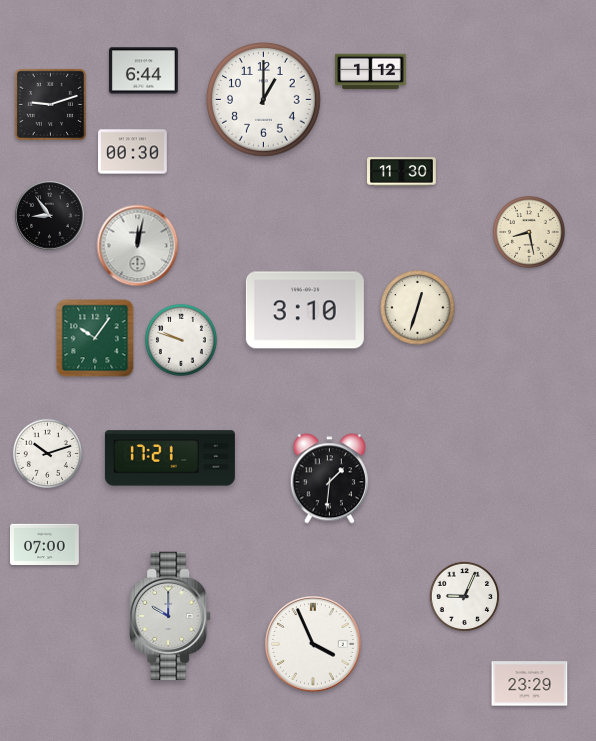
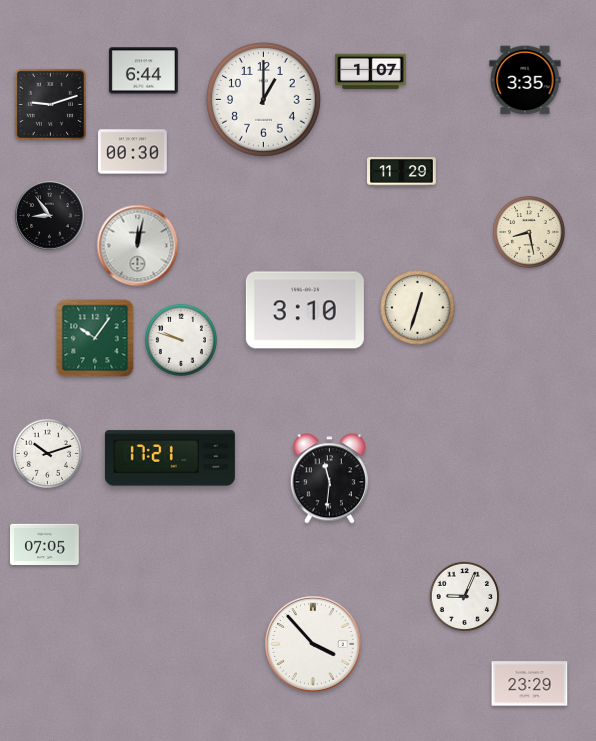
clock at (371, 72): 1:12 -> 1:07
clock at (525, 80): none -> 3:35
clock at (402, 172): 11:30 -> 11:29
clock at (329, 479): 1:31 -> 11:31
clock at (45, 544): 07:00 -> 07:05
clock at (170, 615): 10:00 -> none
clock at (313, 644): 3:56 -> 3:53
